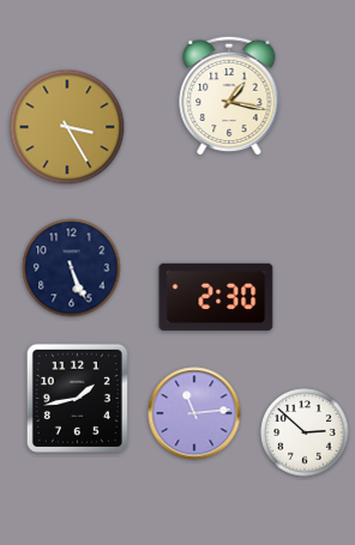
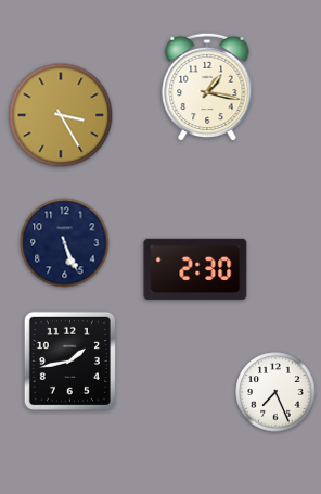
clock at (194, 413): 11:14 -> none
clock at (305, 432): 2:52 -> 7:26
